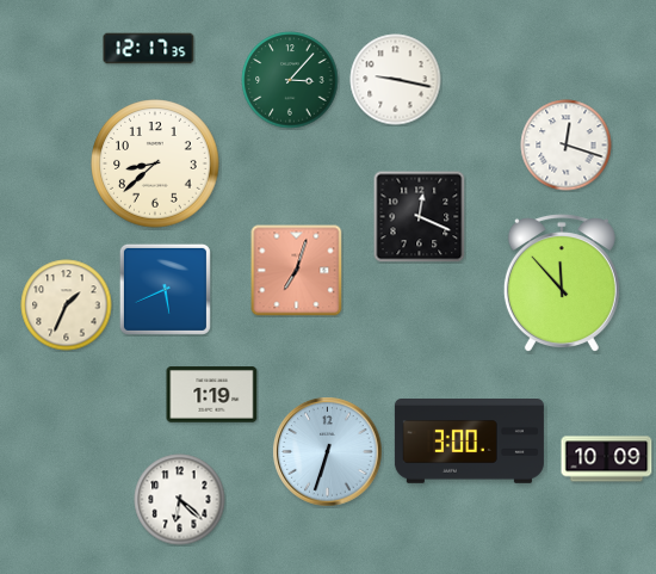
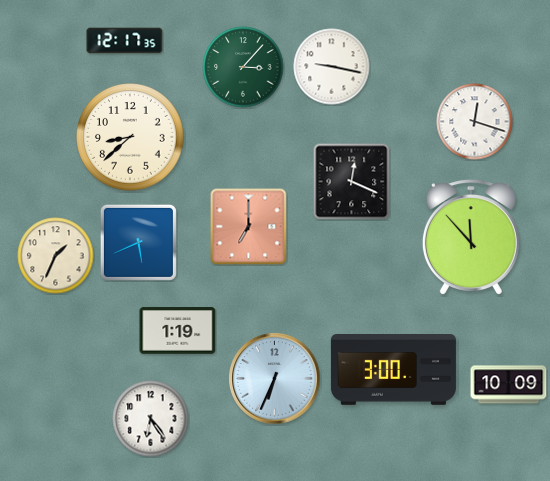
clock at (297, 271): 7:03 -> 7:00
clock at (328, 452): 6:33 -> 6:34
clock at (180, 500): 6:22 -> 6:24
